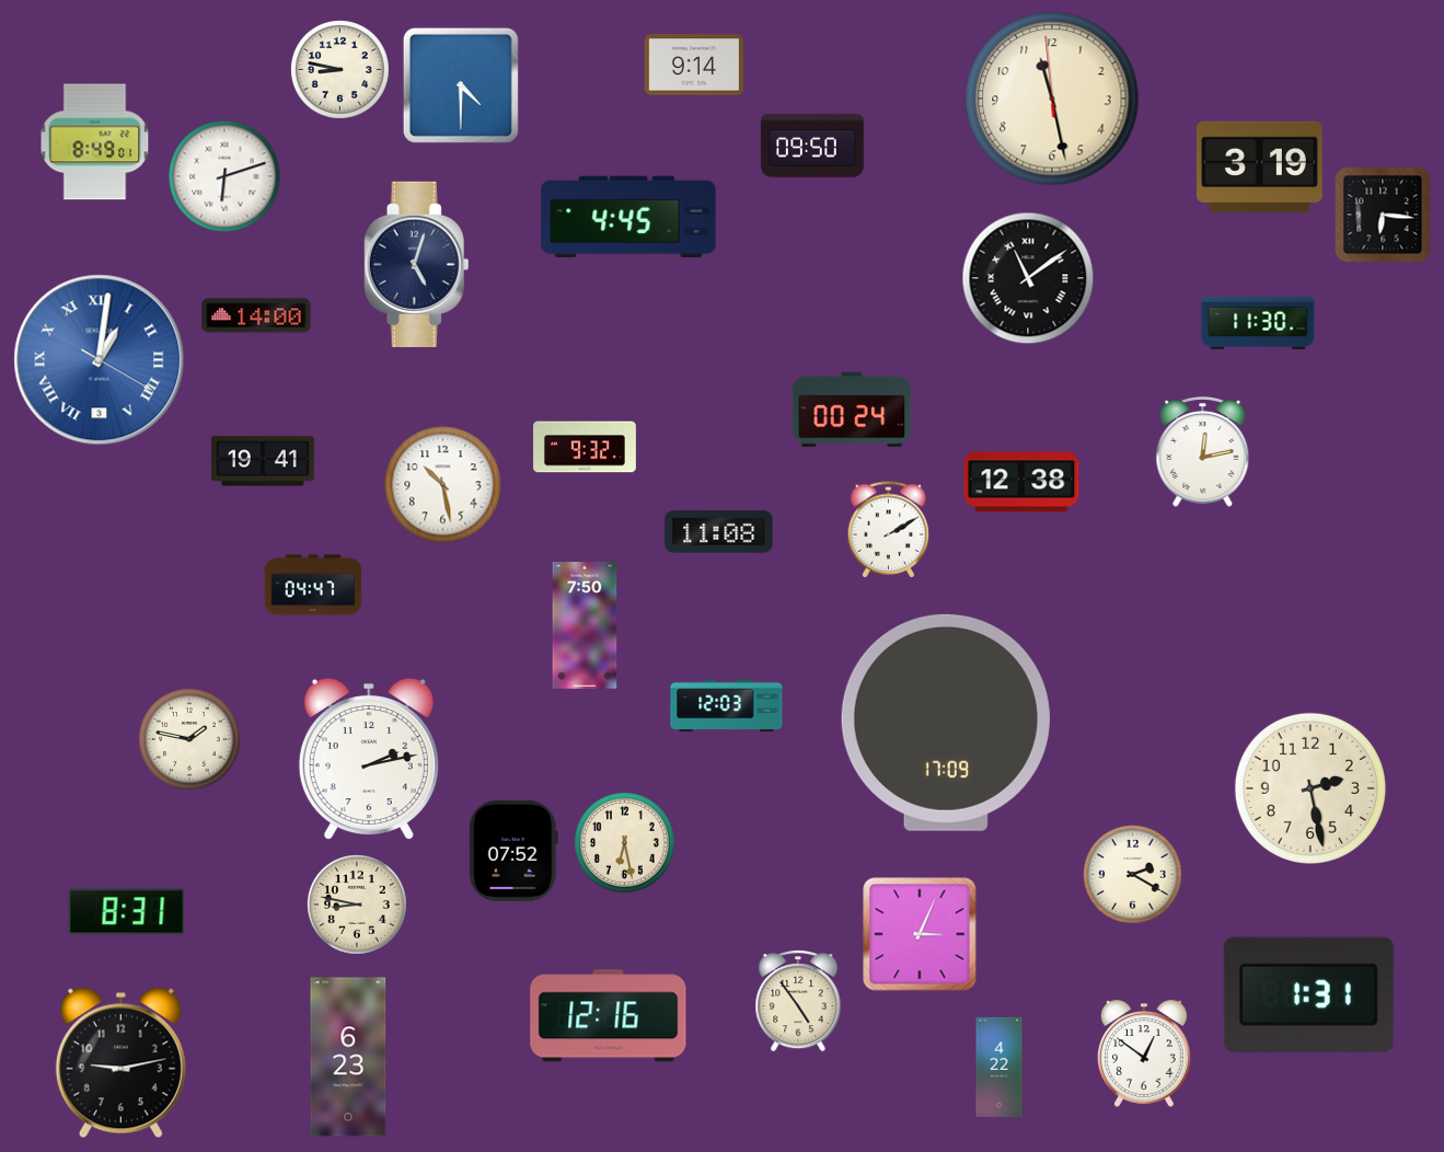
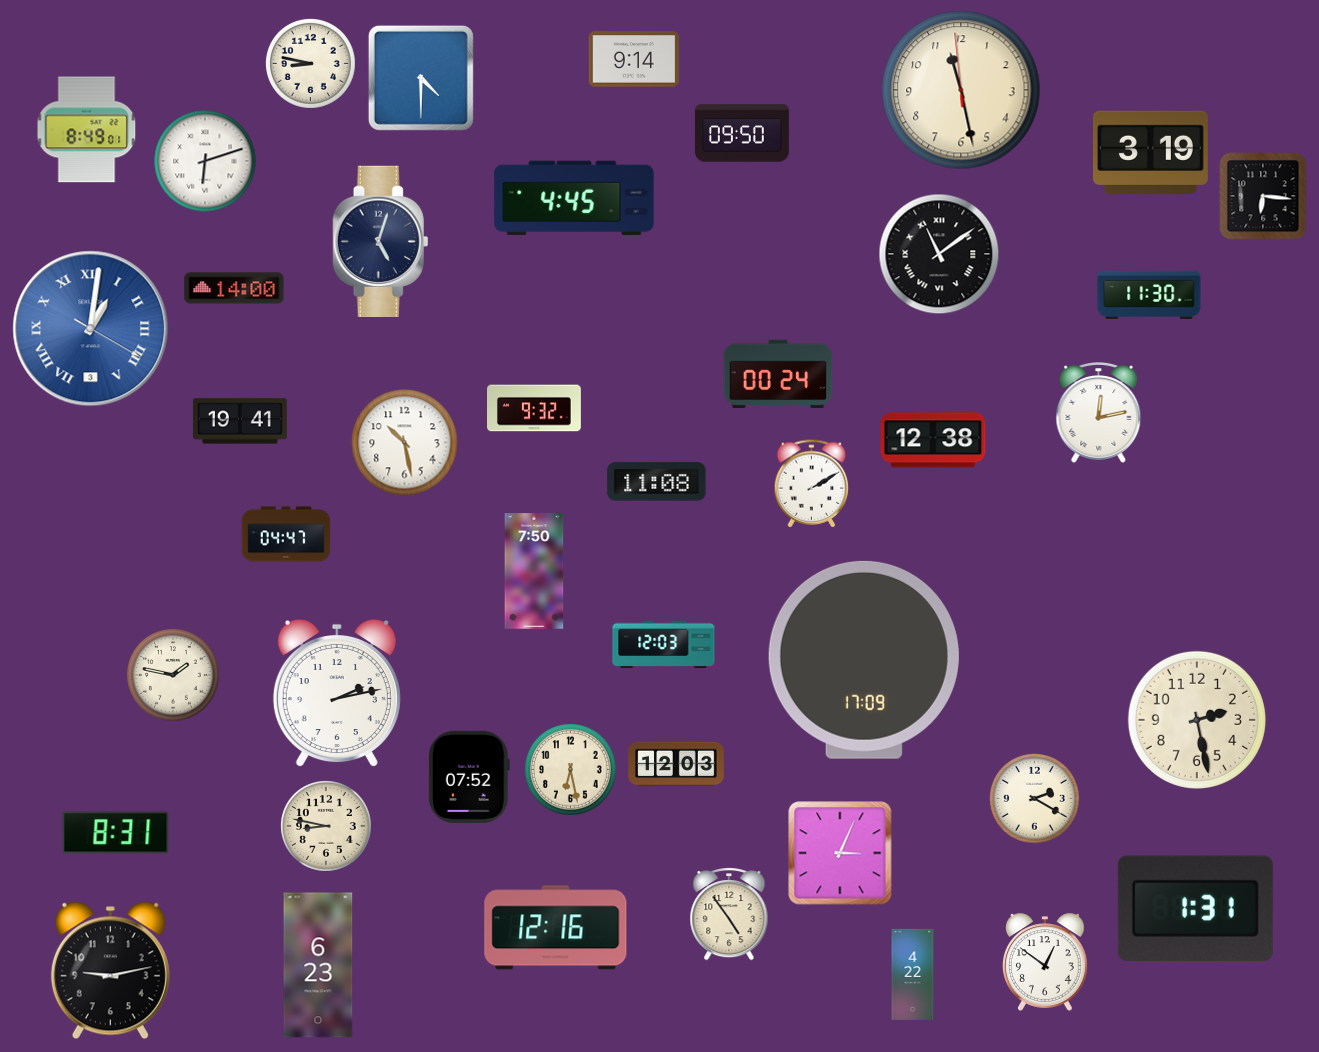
clock at (719, 532) position: (719, 532) -> (657, 482)
clock at (676, 764): none -> 12:03
